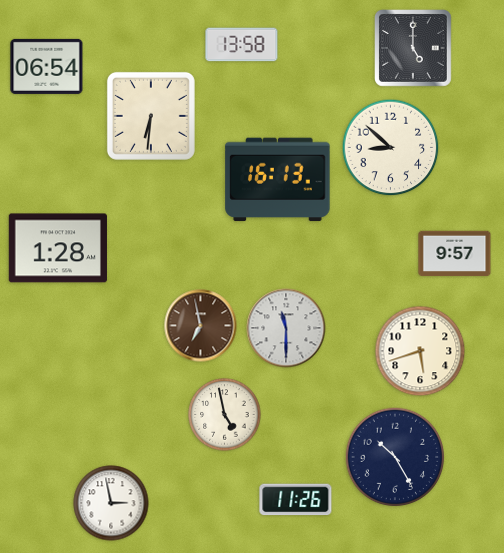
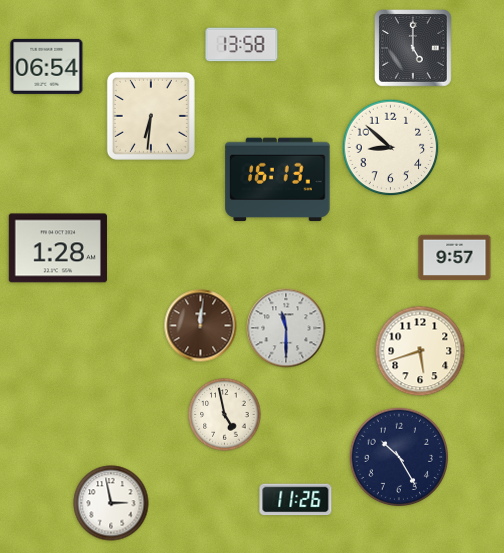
clock at (455, 254) position: (455, 254) -> (455, 258)
clock at (201, 326): 6:58 -> 12:01
clock at (395, 457) position: (395, 457) -> (399, 457)
